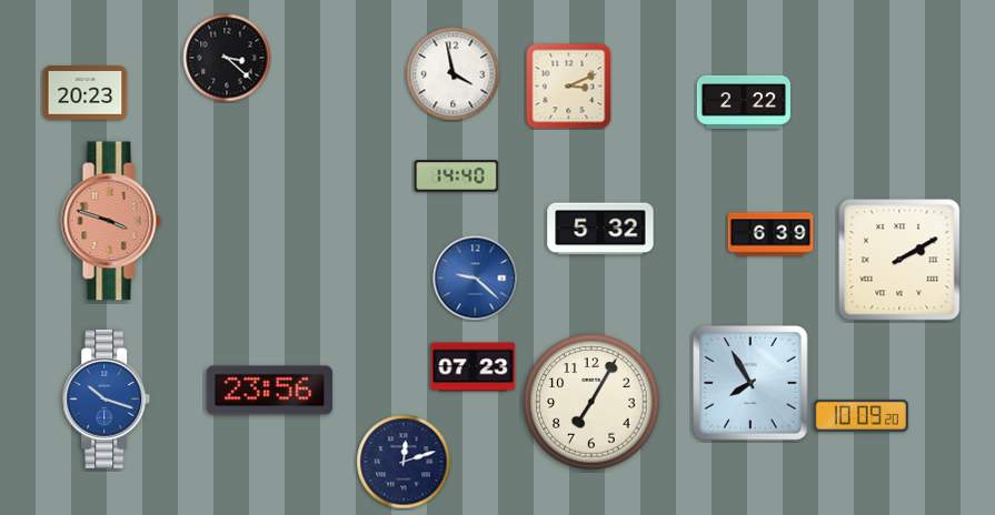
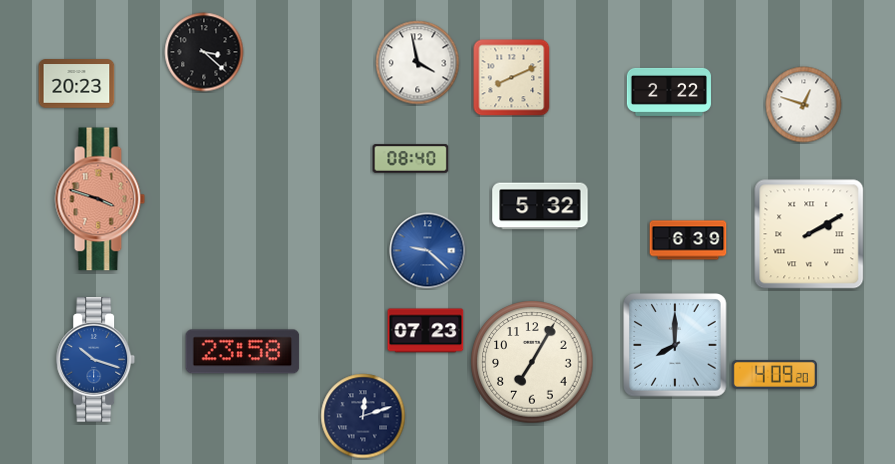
clock at (454, 74) position: (454, 74) -> (418, 63)
clock at (569, 87): 3:11 -> 8:11
clock at (804, 105): none -> 12:48
clock at (457, 176): 14:40 -> 08:40
clock at (770, 234) position: (770, 234) -> (688, 240)
clock at (750, 383): 7:55 -> 8:00
clock at (270, 391): 23:56 -> 23:58
clock at (860, 415): 10:09 -> 4:09
